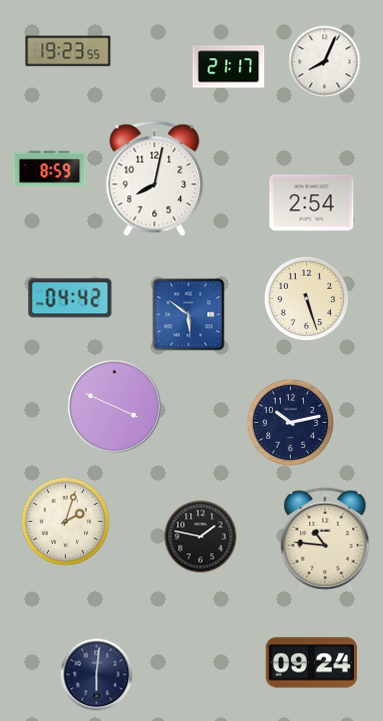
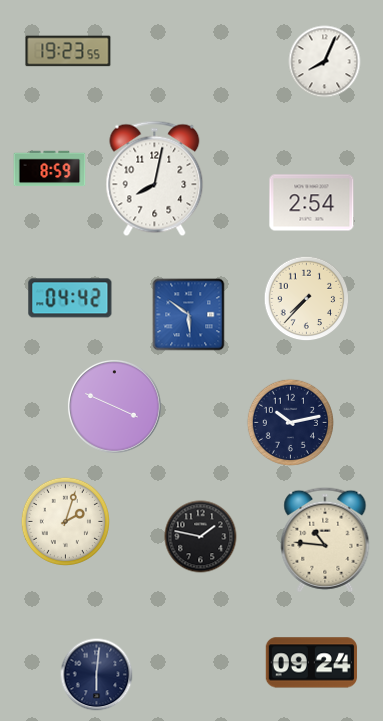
clock at (229, 67): 21:17 -> none
clock at (307, 299): 5:27 -> 7:37
